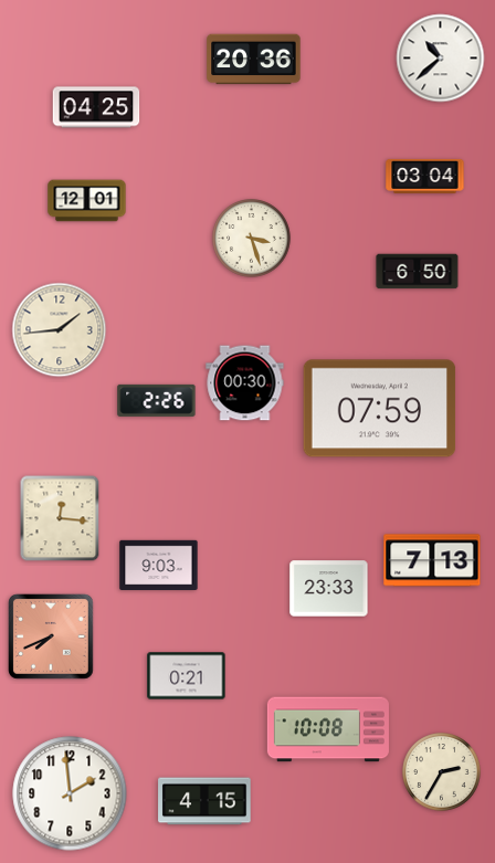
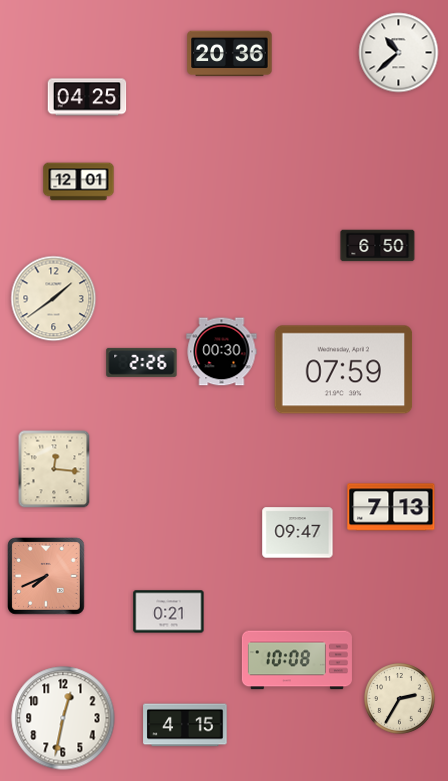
clock at (425, 176): 03:04 -> none
clock at (252, 239): 3:27 -> none
clock at (60, 330): 1:44 -> 1:39
clock at (245, 383) position: (245, 383) -> (222, 352)
clock at (159, 565): 9:03 -> none
clock at (329, 589): 23:33 -> 09:47
clock at (70, 793): 1:59 -> 12:32
